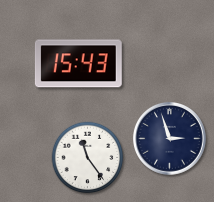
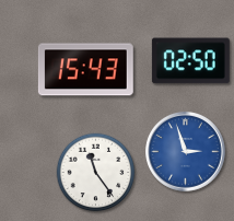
clock at (190, 61): none -> 02:50
clock at (170, 139) dial: navy -> blue
